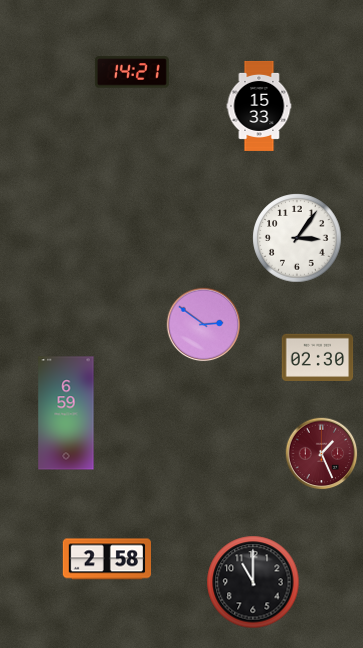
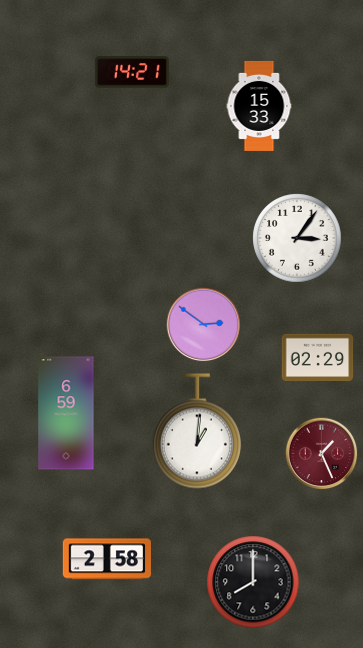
clock at (318, 357): 02:30 -> 02:29
clock at (197, 431): none -> 1:01
clock at (253, 582): 11:00 -> 8:00
